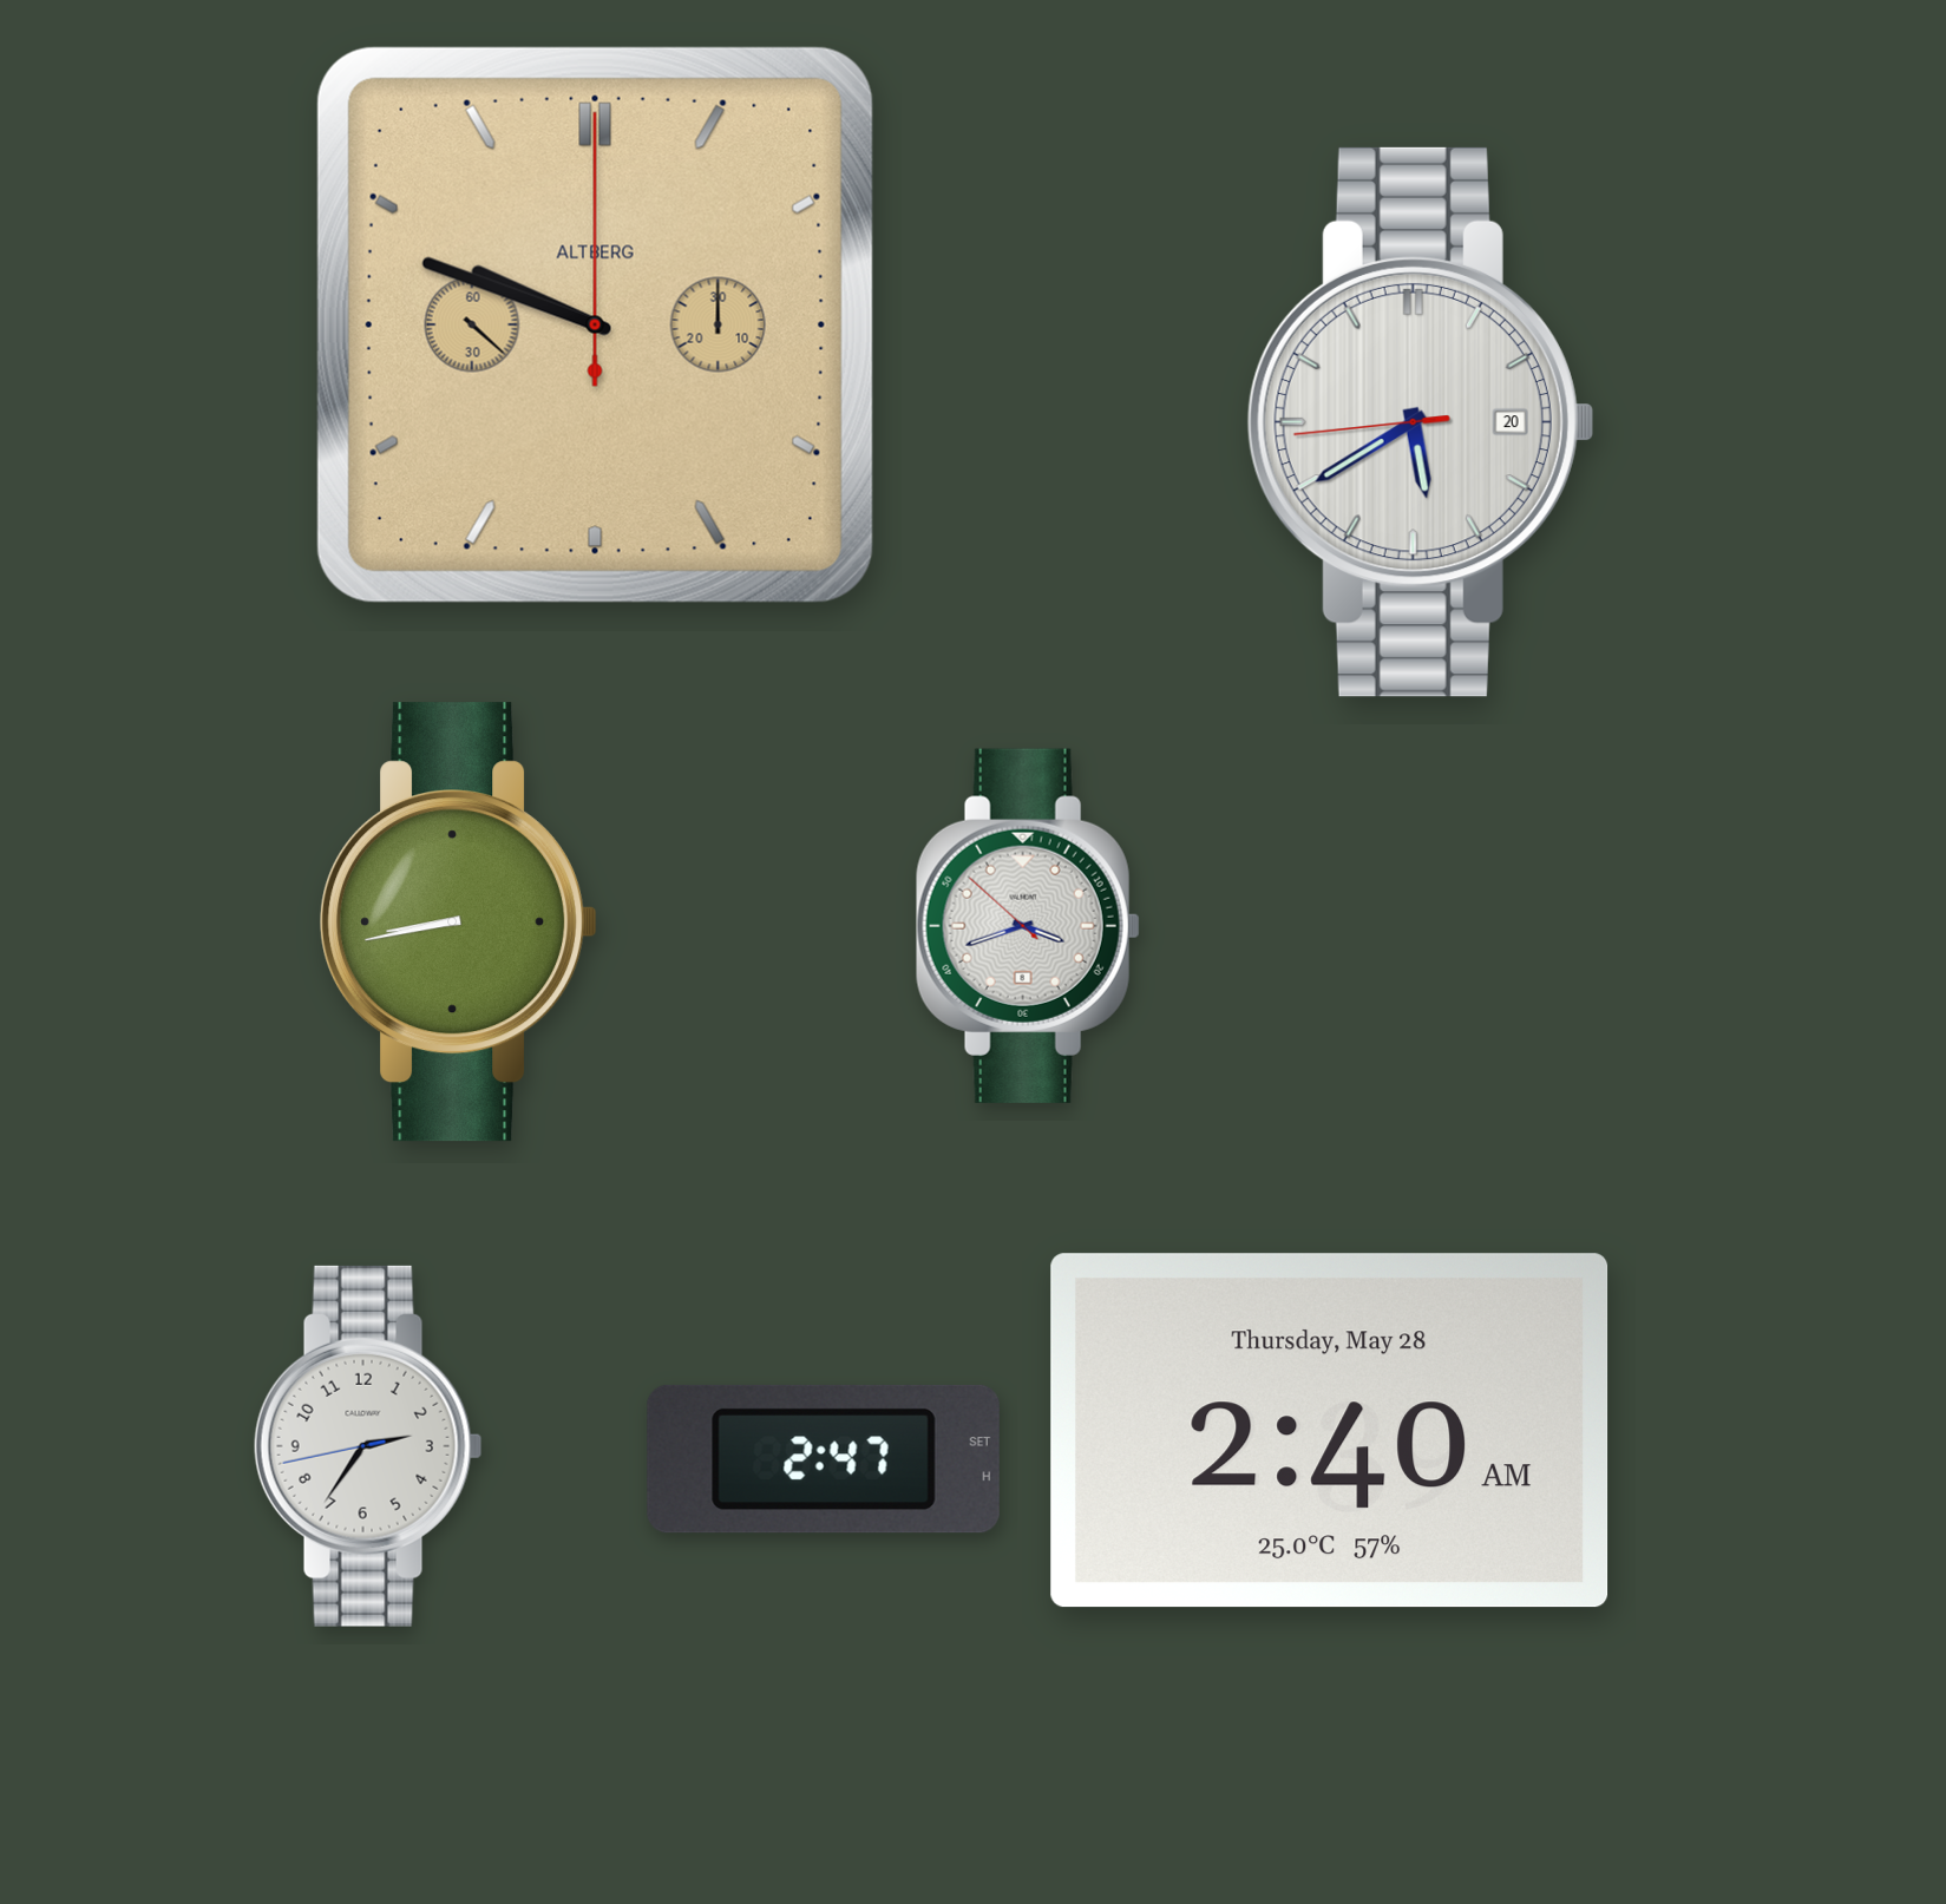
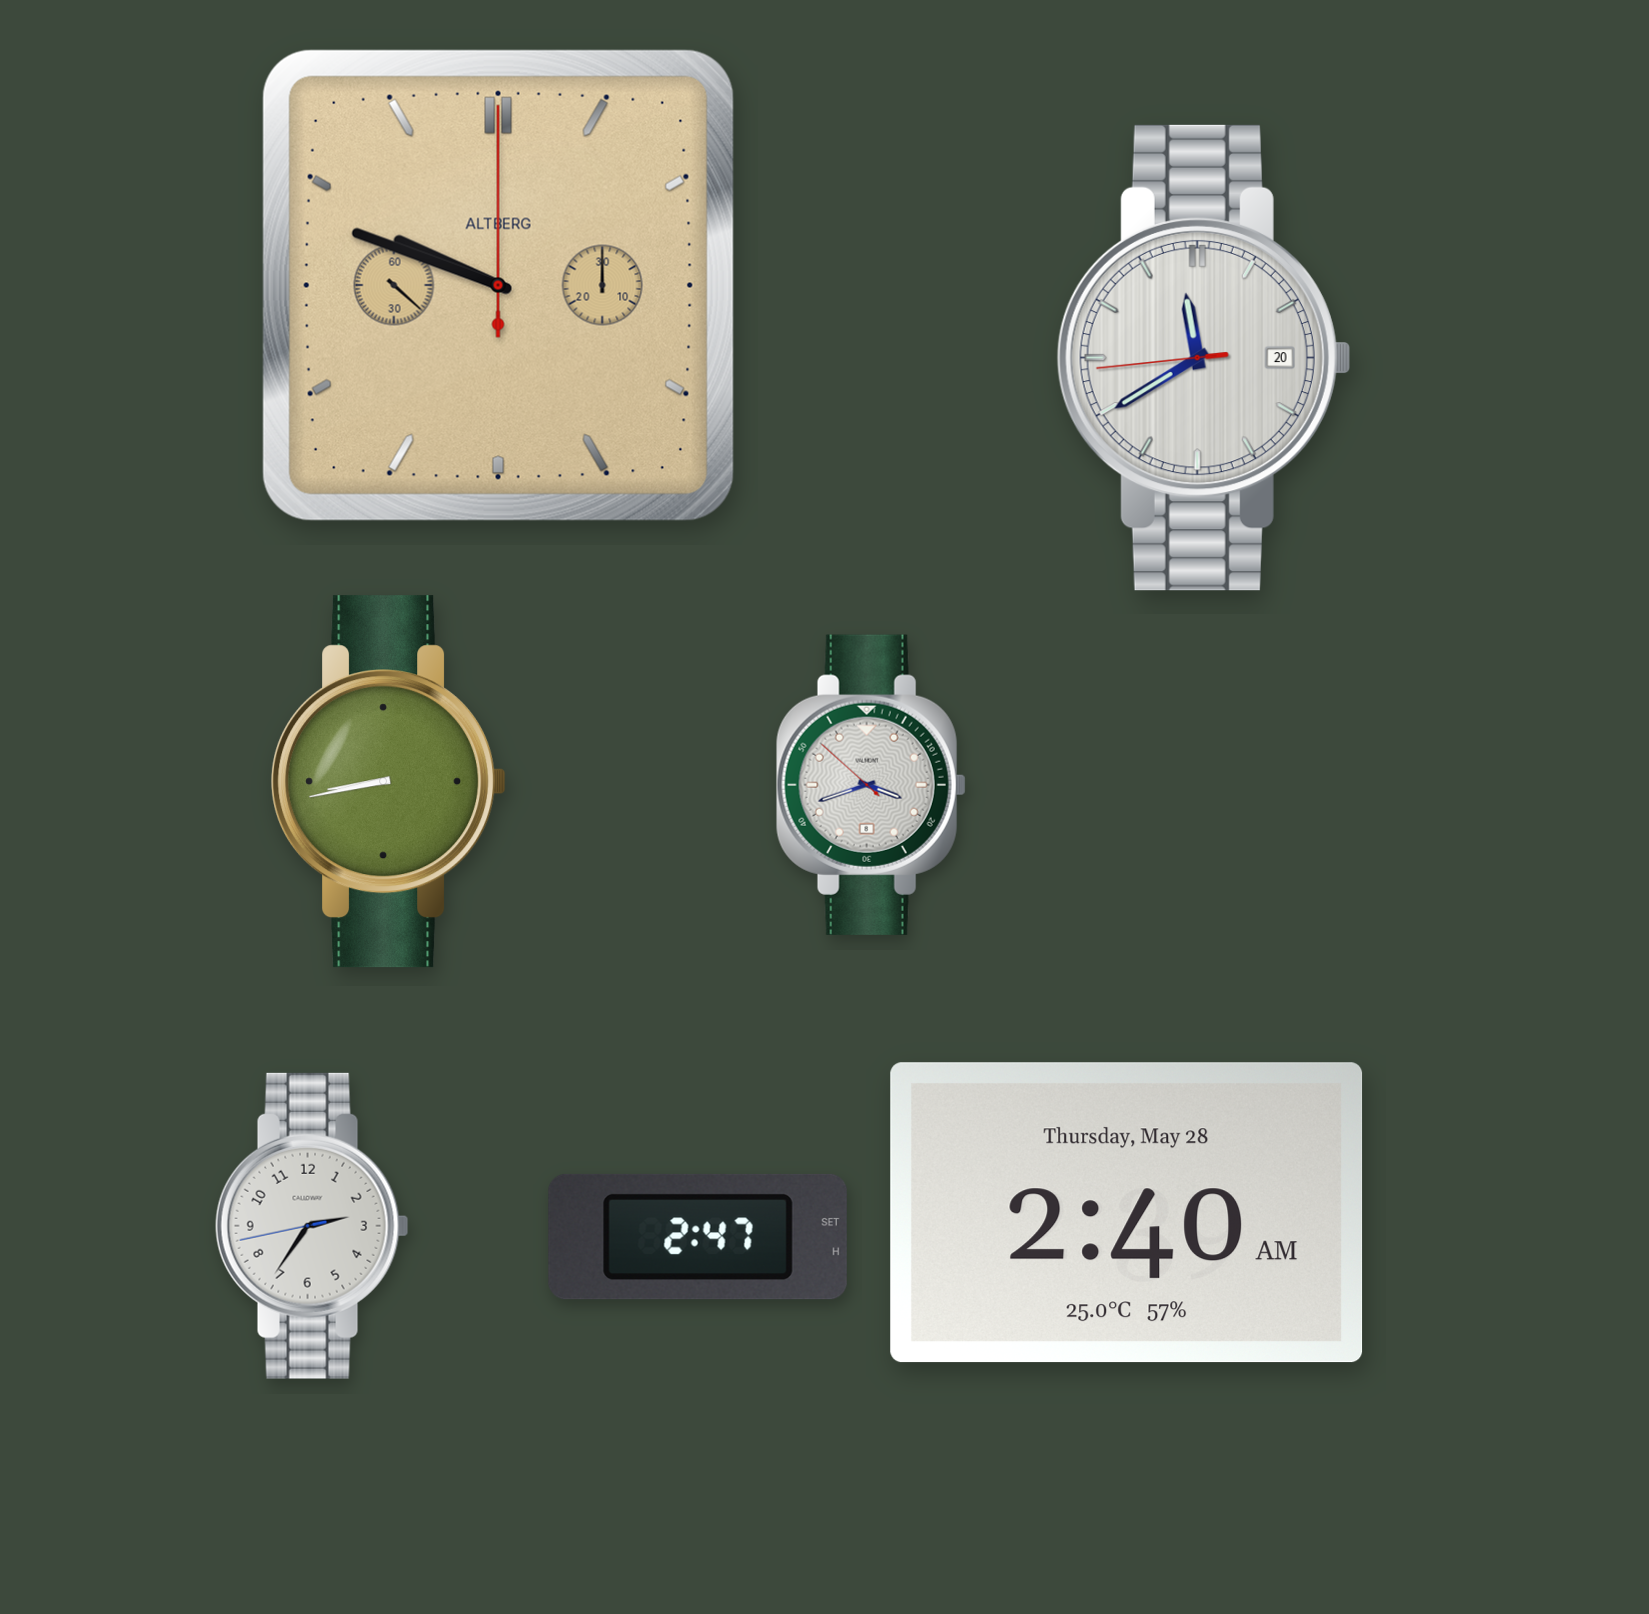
clock at (595, 324) position: (595, 324) -> (498, 285)
clock at (1421, 422): 5:39 -> 11:39
